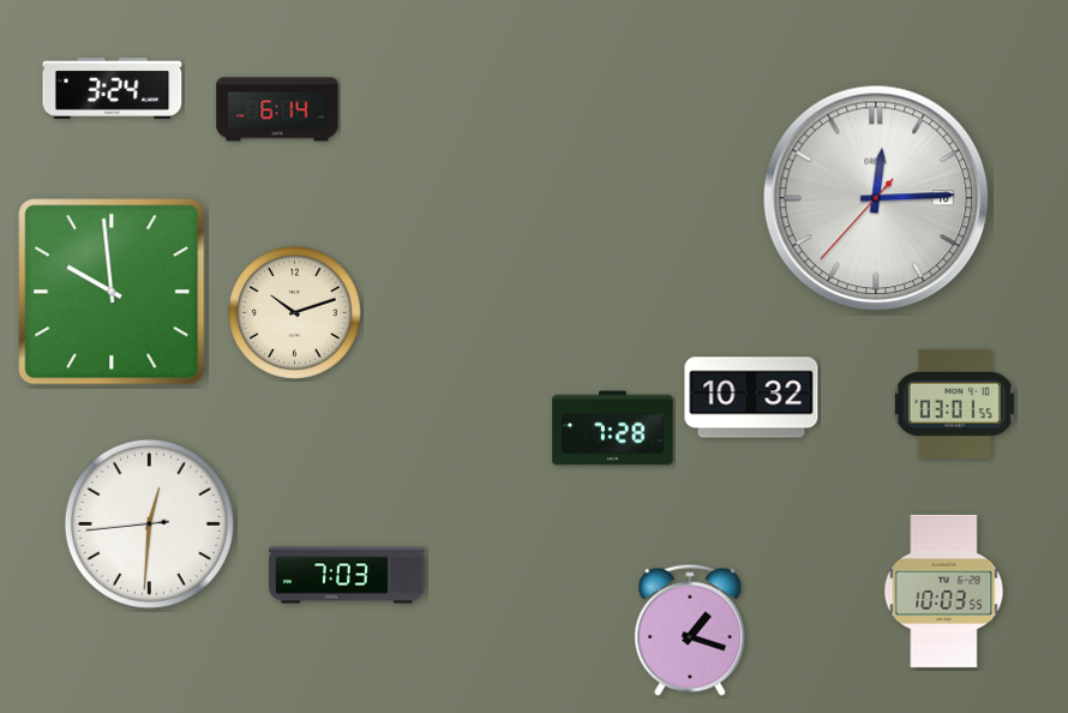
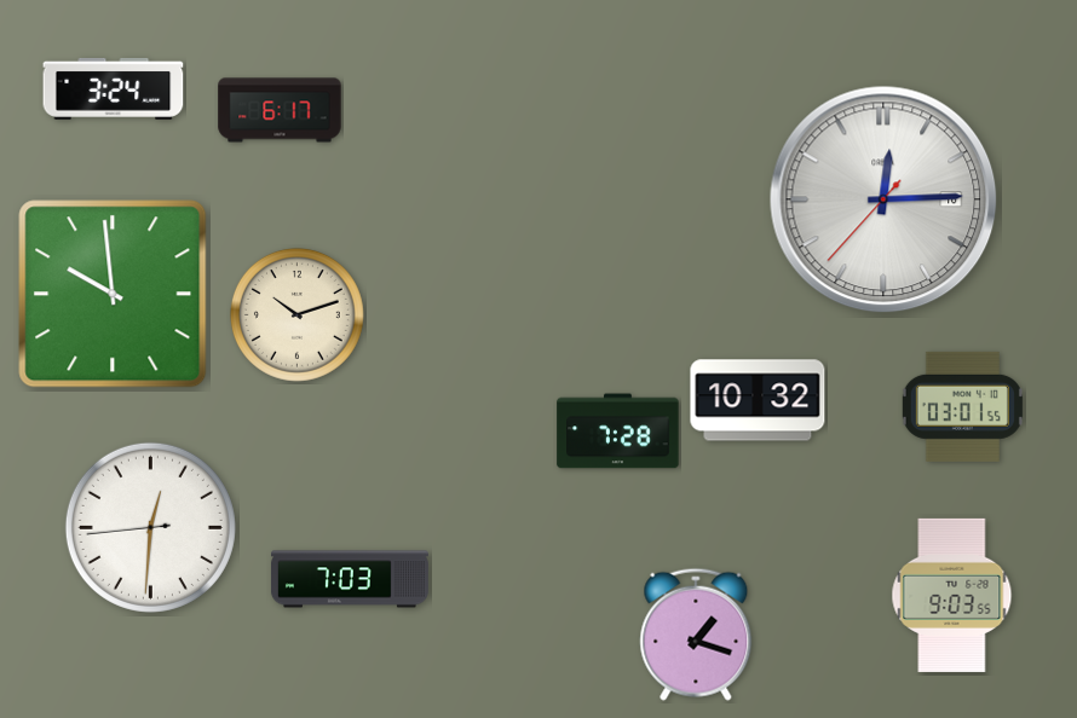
clock at (277, 109): 6:14 -> 6:17
clock at (944, 591): 10:03 -> 9:03
